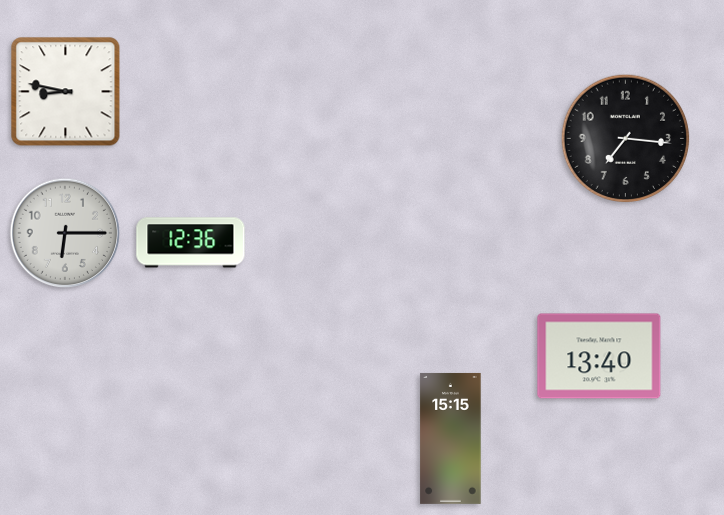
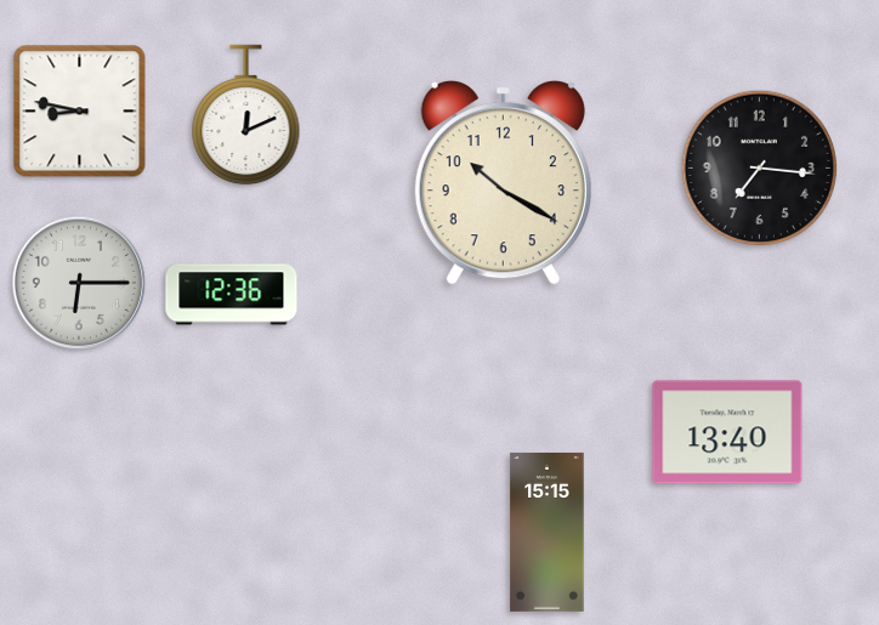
clock at (246, 115): none -> 12:11
clock at (503, 183): none -> 10:20
